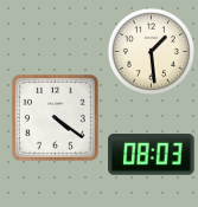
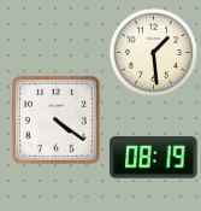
clock at (152, 155): 08:03 -> 08:19
